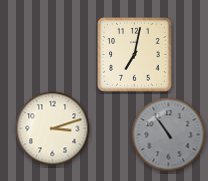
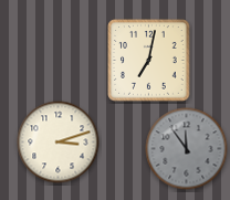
clock at (169, 135): 10:54 -> 11:54
